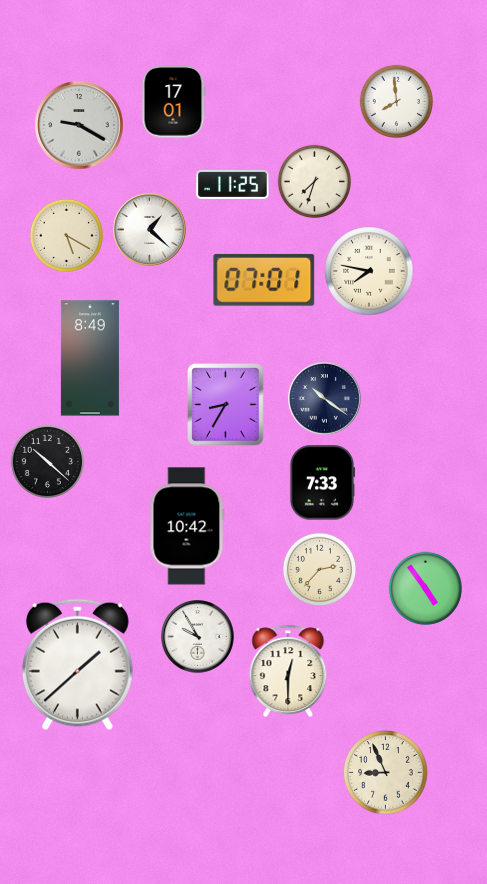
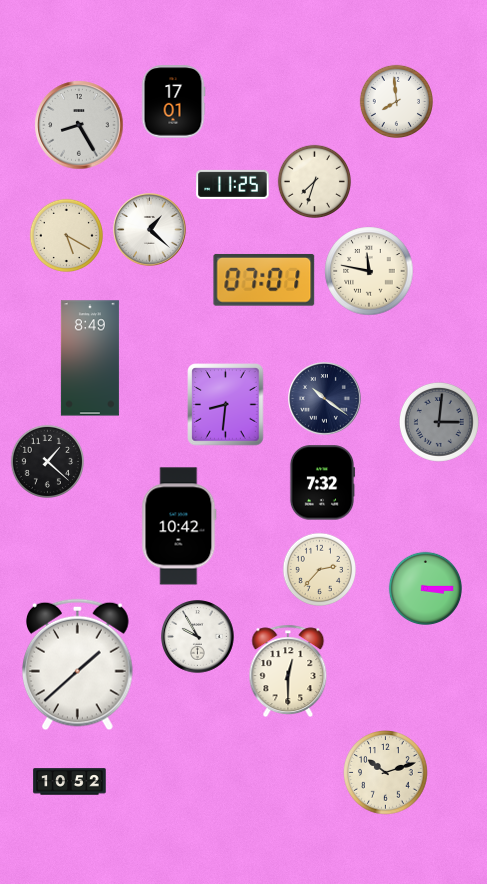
clock at (79, 125): 9:20 -> 8:25
clock at (369, 271): 7:47 -> 11:47
clock at (226, 405): 8:35 -> 8:31
clock at (439, 422): none -> 3:01
clock at (47, 461): 10:22 -> 1:22
clock at (322, 483): 7:33 -> 7:32
clock at (187, 526) position: (187, 526) -> (179, 526)
clock at (425, 588): 4:54 -> 3:15
clock at (386, 773): 8:56 -> 10:12
clock at (70, 782): none -> 10:52
